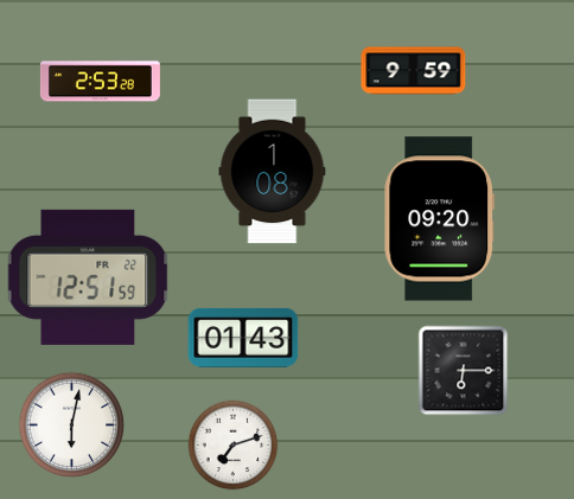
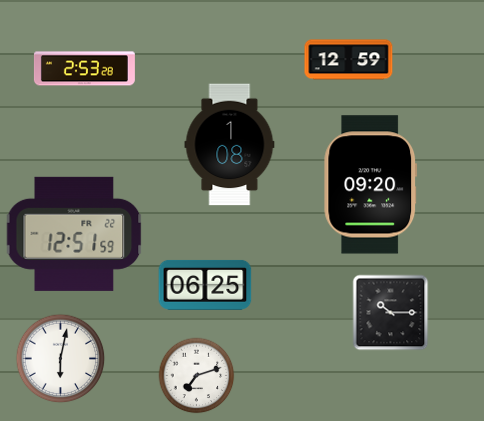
clock at (414, 71): 9:59 -> 12:59
clock at (243, 338): 01:43 -> 06:25
clock at (464, 371): 6:15 -> 10:15
